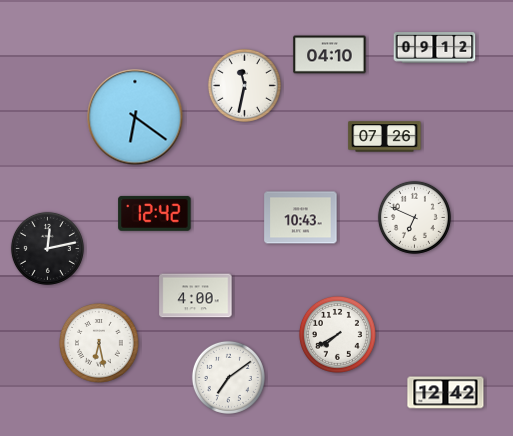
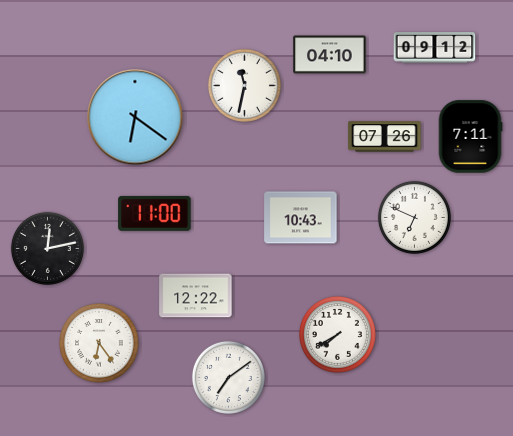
clock at (470, 137): none -> 7:11
clock at (155, 213): 12:42 -> 11:00
clock at (196, 296): 4:00 -> 12:22
clock at (100, 344): 6:28 -> 6:24
clock at (446, 393): 12:42 -> none
